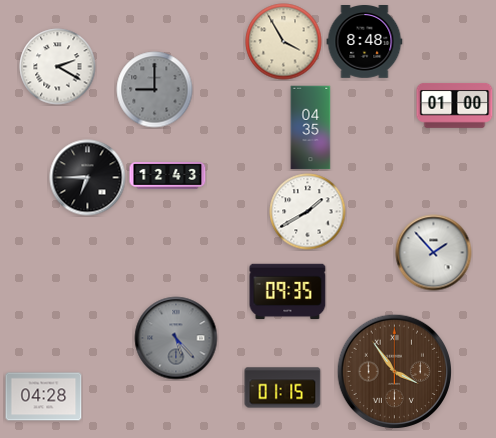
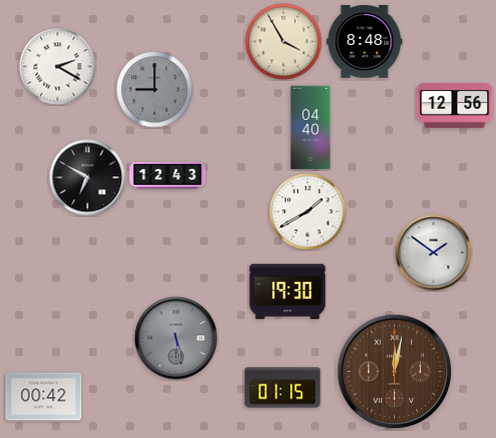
clock at (455, 106): 01:00 -> 12:56
clock at (311, 128): 04:35 -> 04:40
clock at (88, 178): 6:45 -> 6:50
clock at (434, 253): 1:53 -> 1:51
clock at (288, 292): 09:35 -> 19:30
clock at (176, 338): 5:23 -> 5:28
clock at (395, 372): 3:54 -> 12:02
clock at (44, 397): 04:28 -> 00:42
